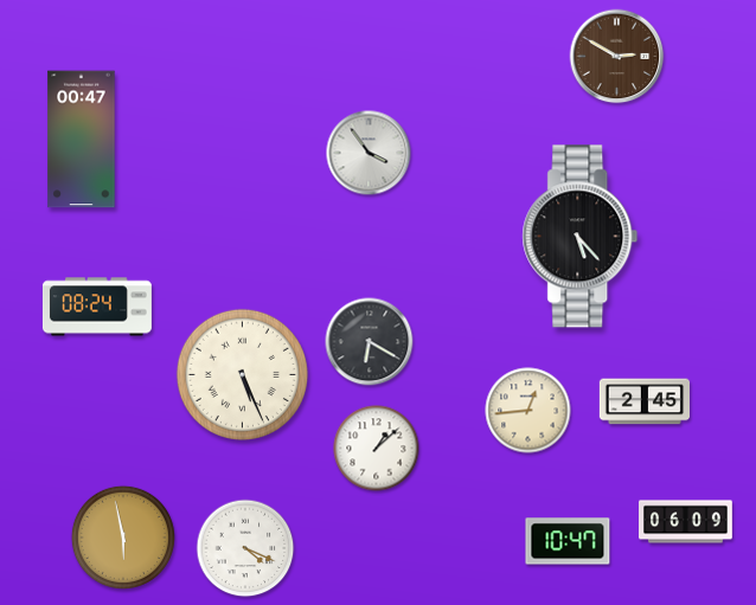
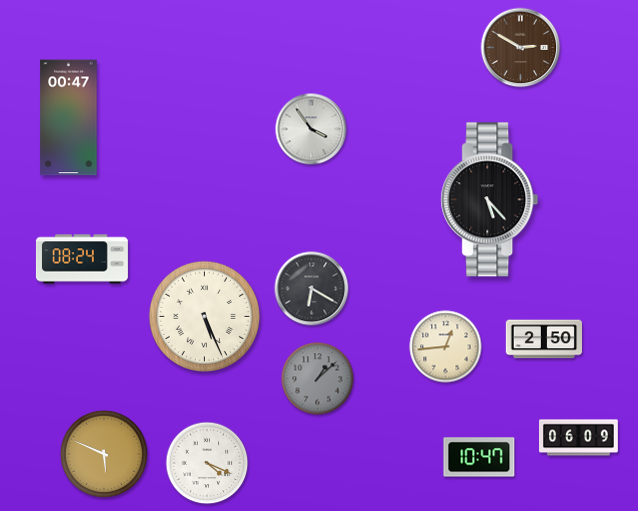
clock at (643, 401): 2:45 -> 2:50
clock at (377, 449) dial: white -> grey
clock at (686, 522) position: (686, 522) -> (579, 438)
clock at (123, 538): 5:58 -> 5:49
